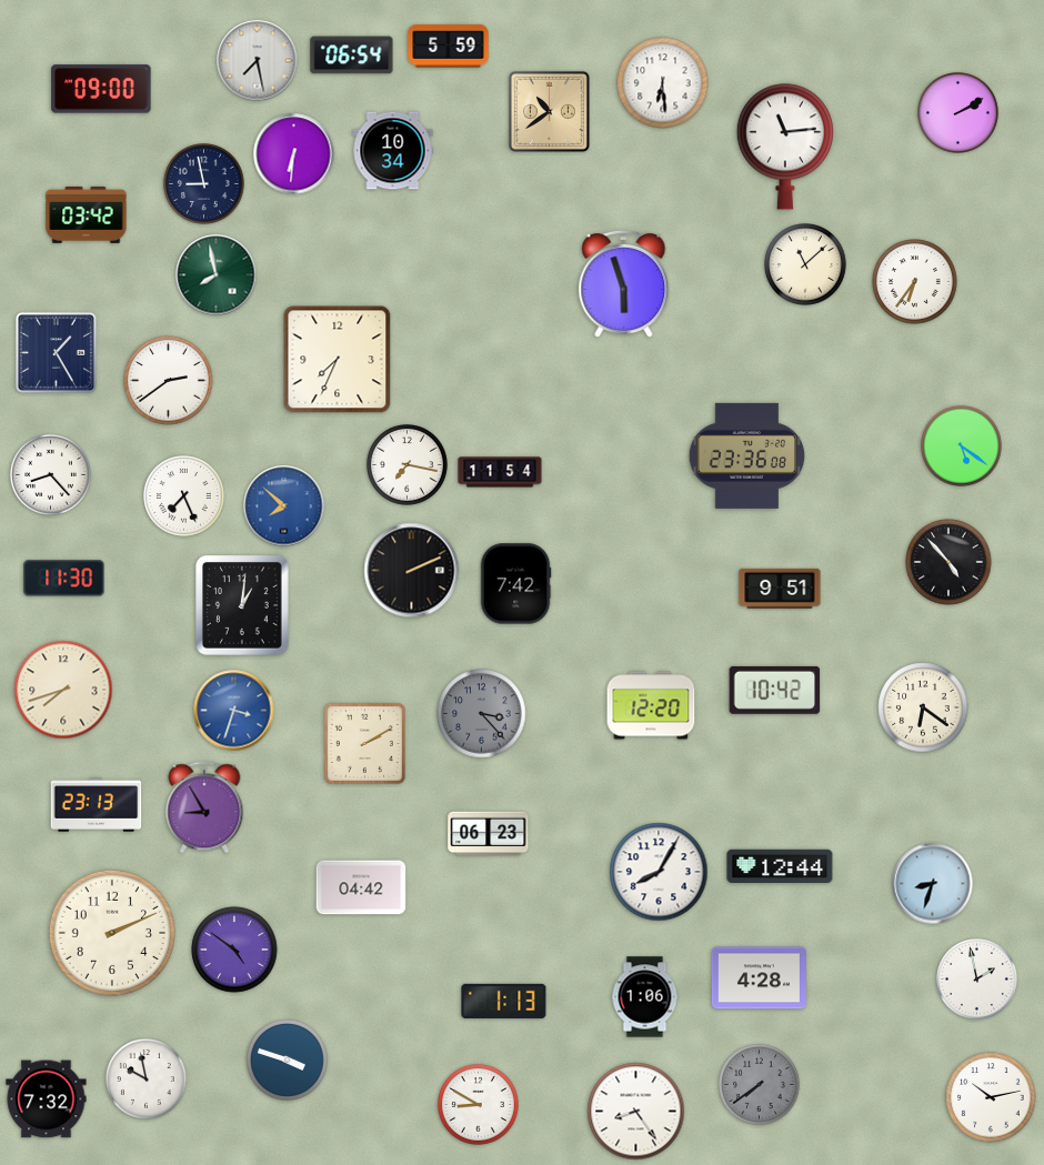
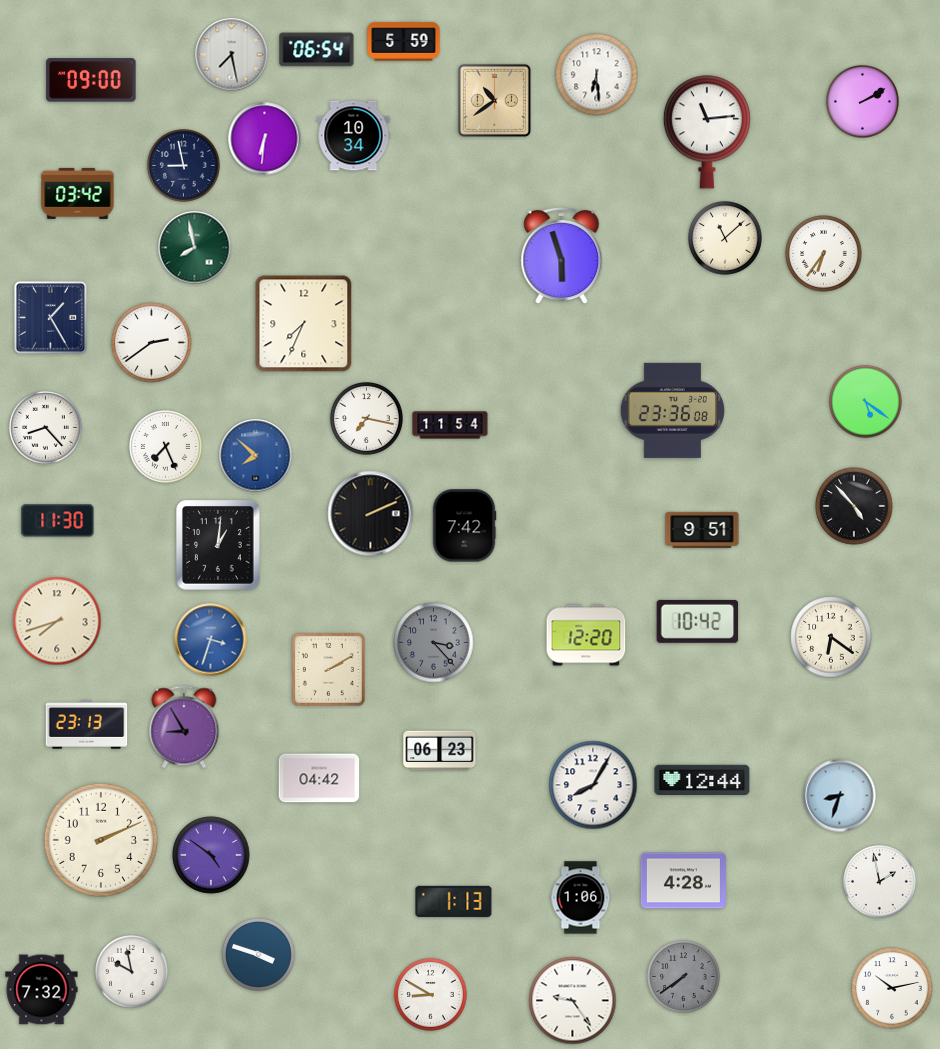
clock at (361, 887) position: (361, 887) -> (319, 778)
clock at (636, 1112): 8:24 -> 9:24
